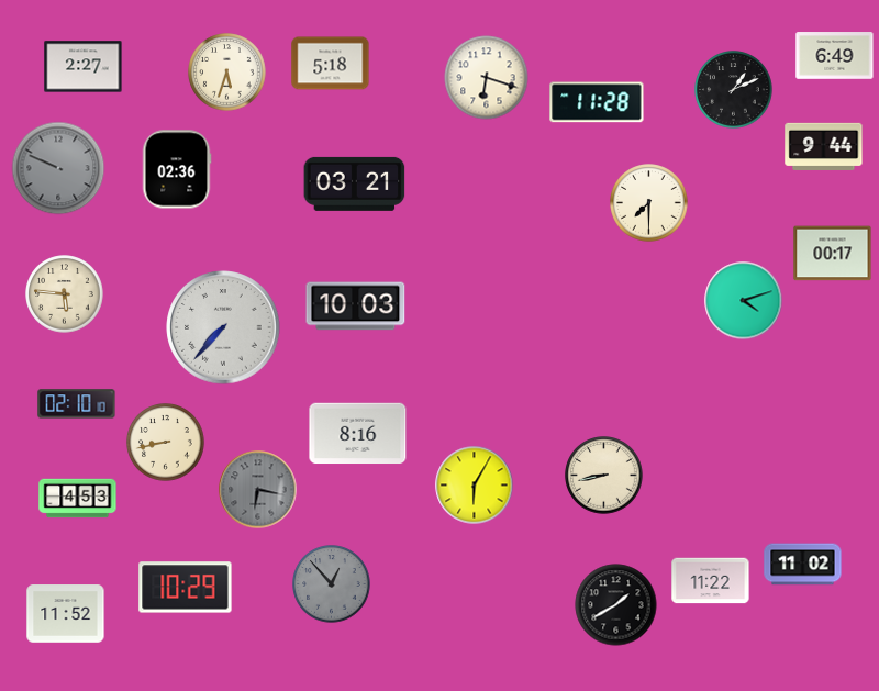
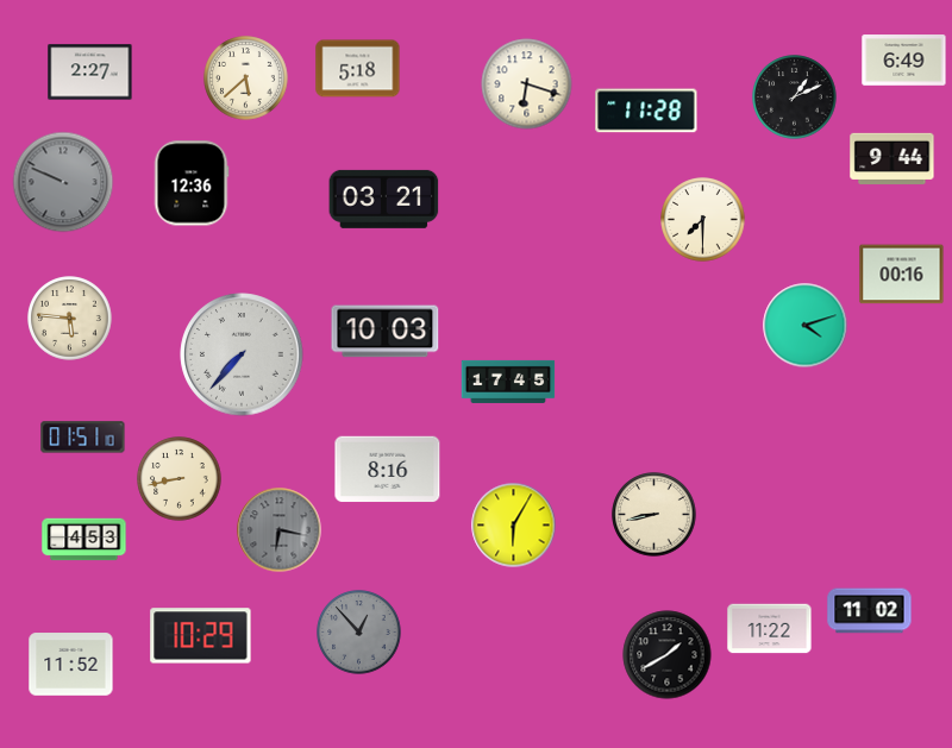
clock at (227, 73): 5:33 -> 5:38
clock at (177, 169): 02:36 -> 12:36
clock at (833, 254): 00:17 -> 00:16
clock at (508, 382): none -> 17:45
clock at (77, 404): 02:10 -> 01:51
